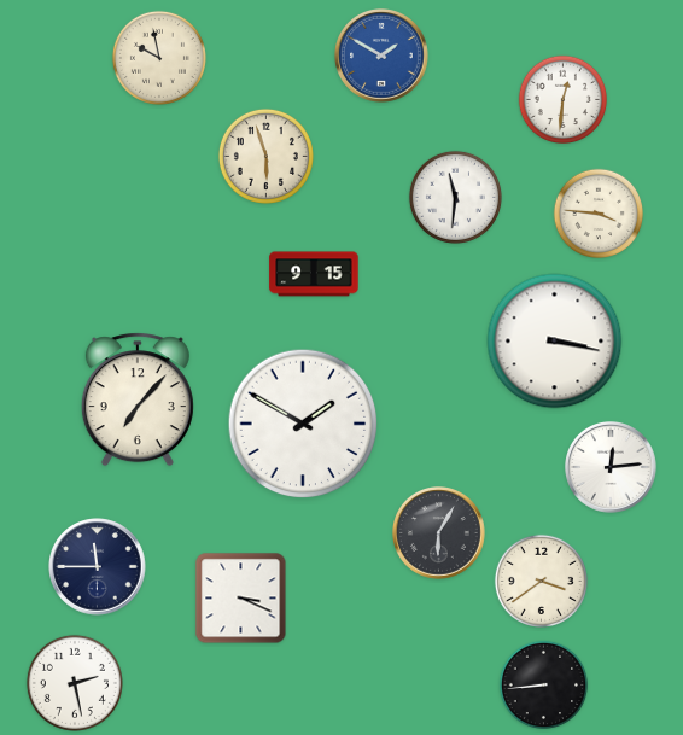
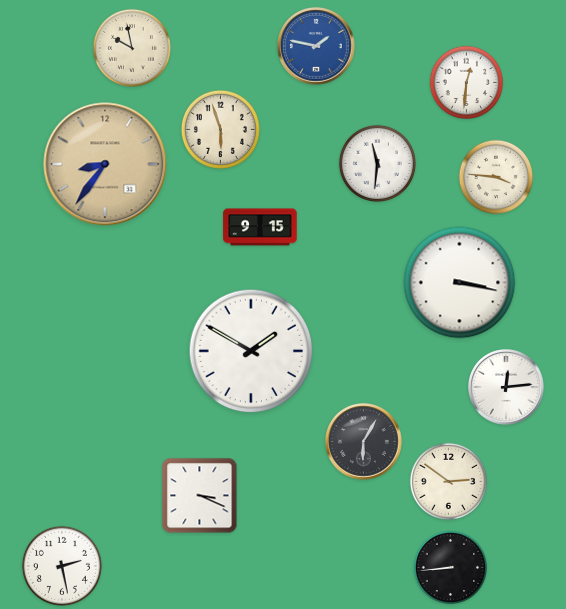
clock at (383, 57): 1:50 -> 1:47
clock at (105, 164): none -> 8:36
clock at (138, 399): 7:07 -> none
clock at (98, 567): 11:45 -> none
clock at (541, 581): 3:39 -> 2:51
